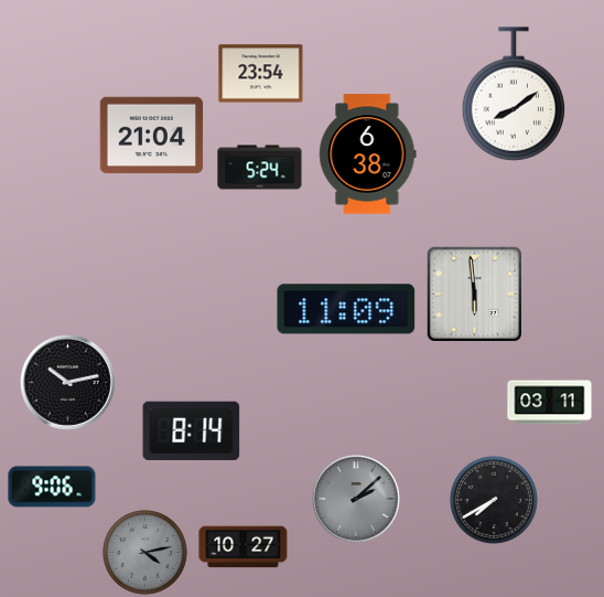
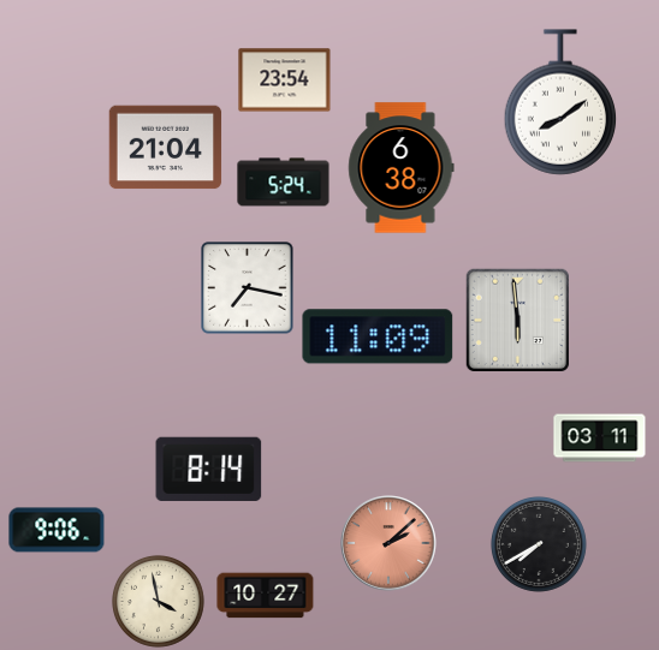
clock at (248, 288): none -> 7:17
clock at (67, 382): 10:13 -> none
clock at (356, 499) dial: grey -> salmon
clock at (144, 552): 4:13 -> 3:58
clock at (144, 552) dial: grey -> cream
